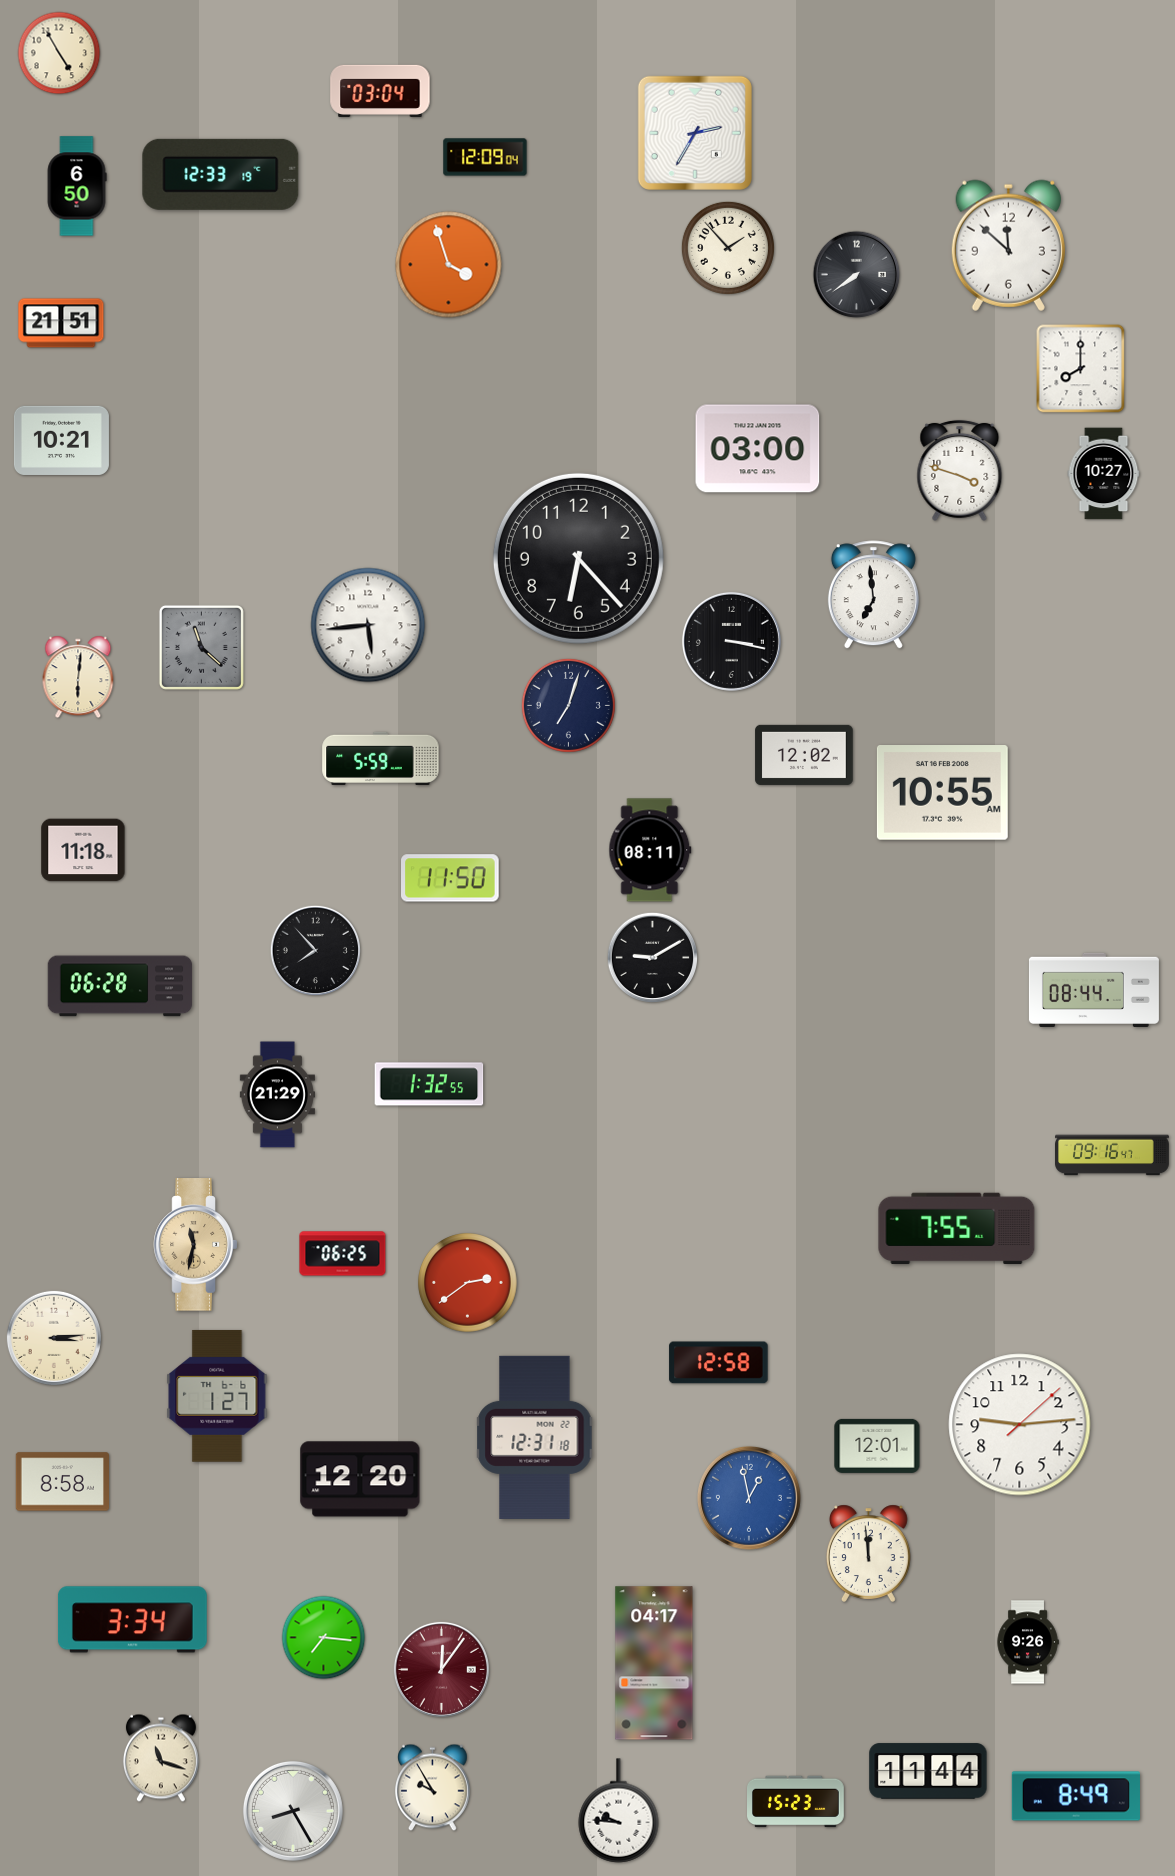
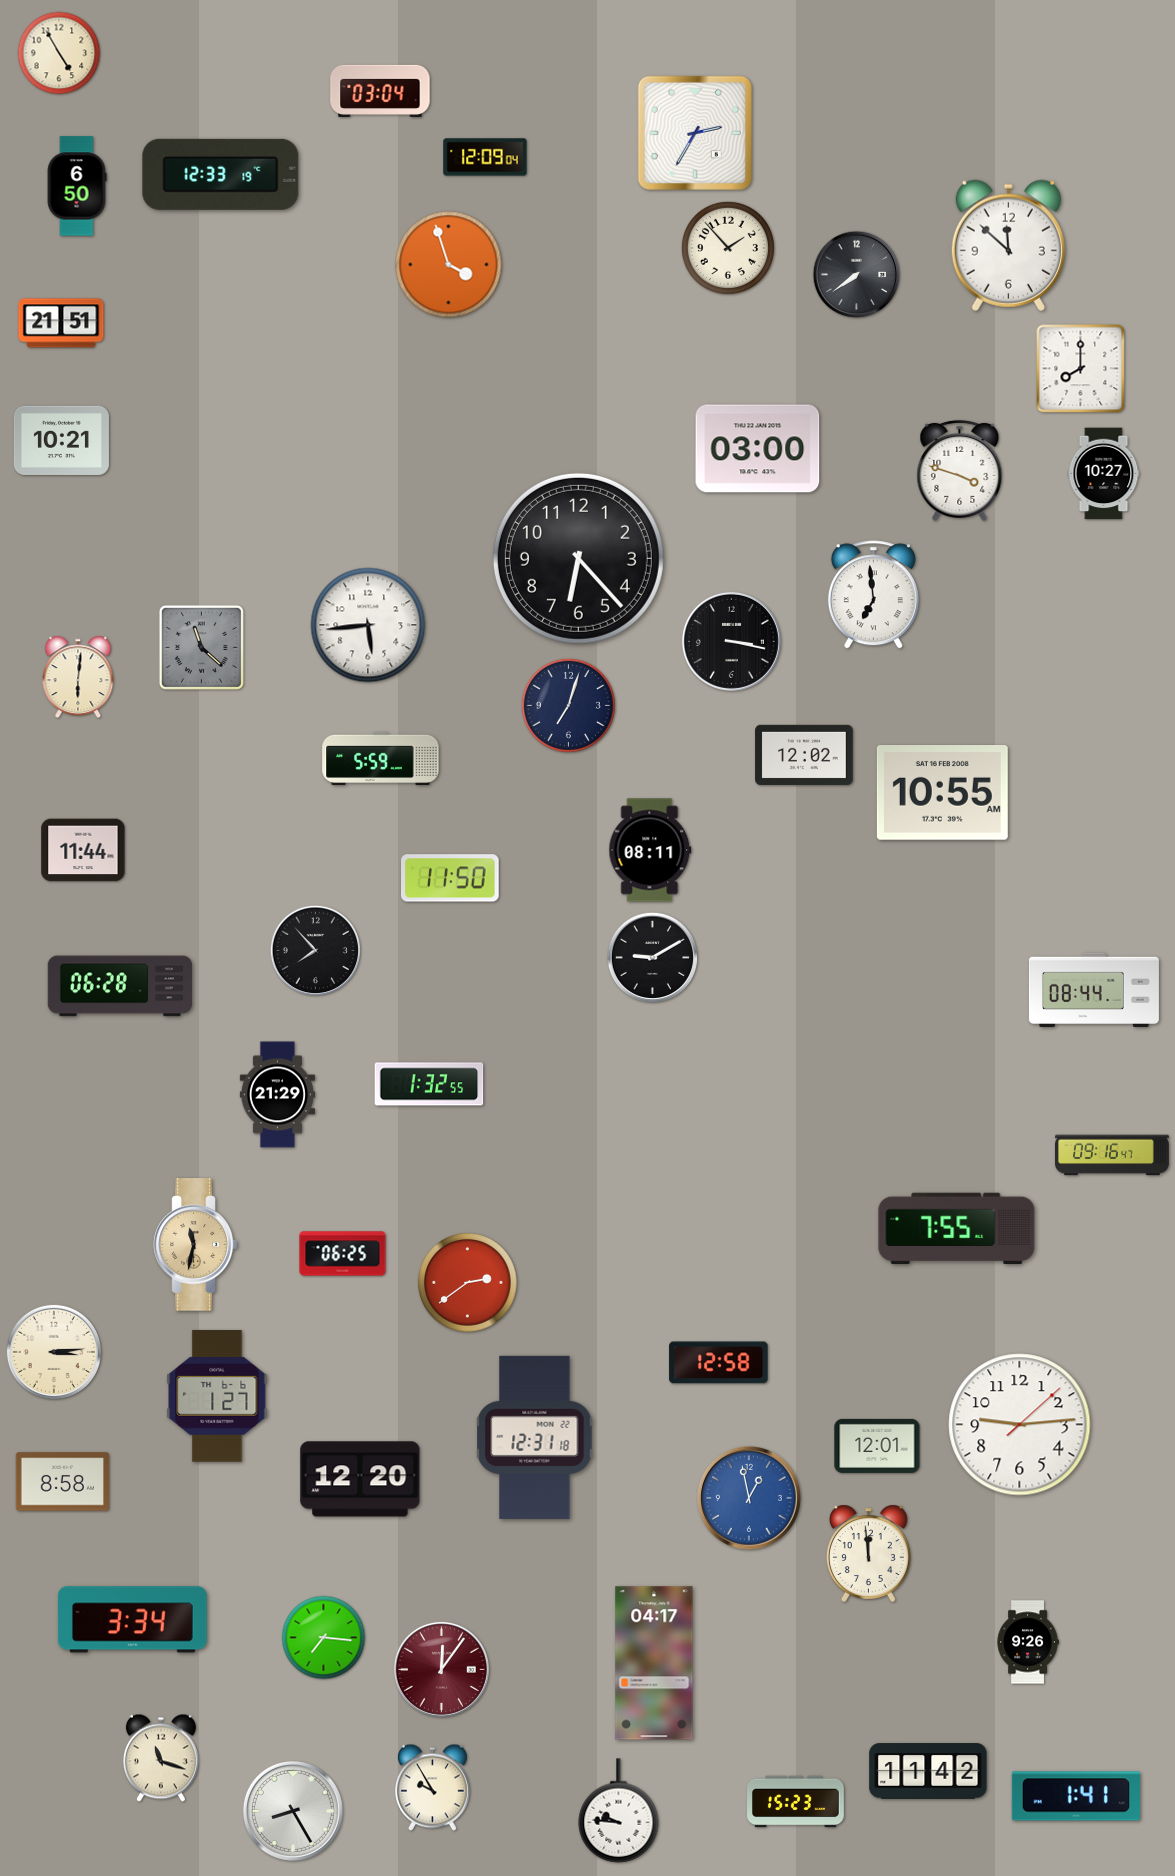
clock at (83, 850): 11:18 -> 11:44
clock at (54, 1338) position: (54, 1338) -> (54, 1352)
clock at (928, 1771): 11:44 -> 11:42
clock at (1076, 1796): 8:49 -> 1:41
